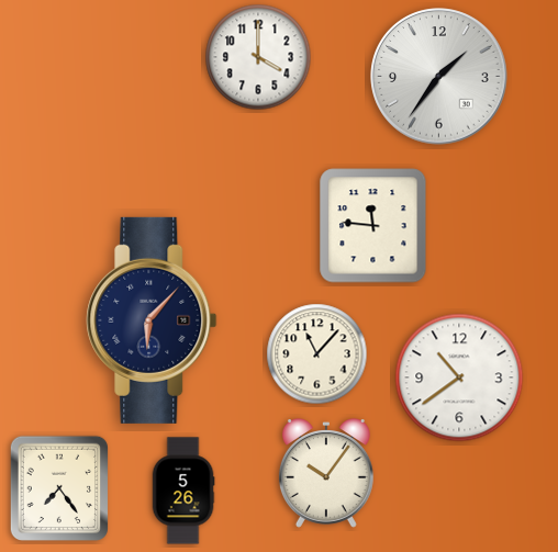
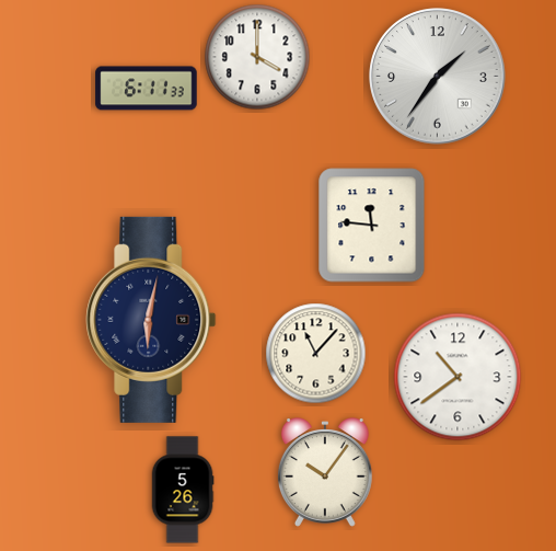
clock at (147, 89): none -> 6:11
clock at (152, 320): 6:07 -> 6:02
clock at (58, 487): 7:24 -> none
